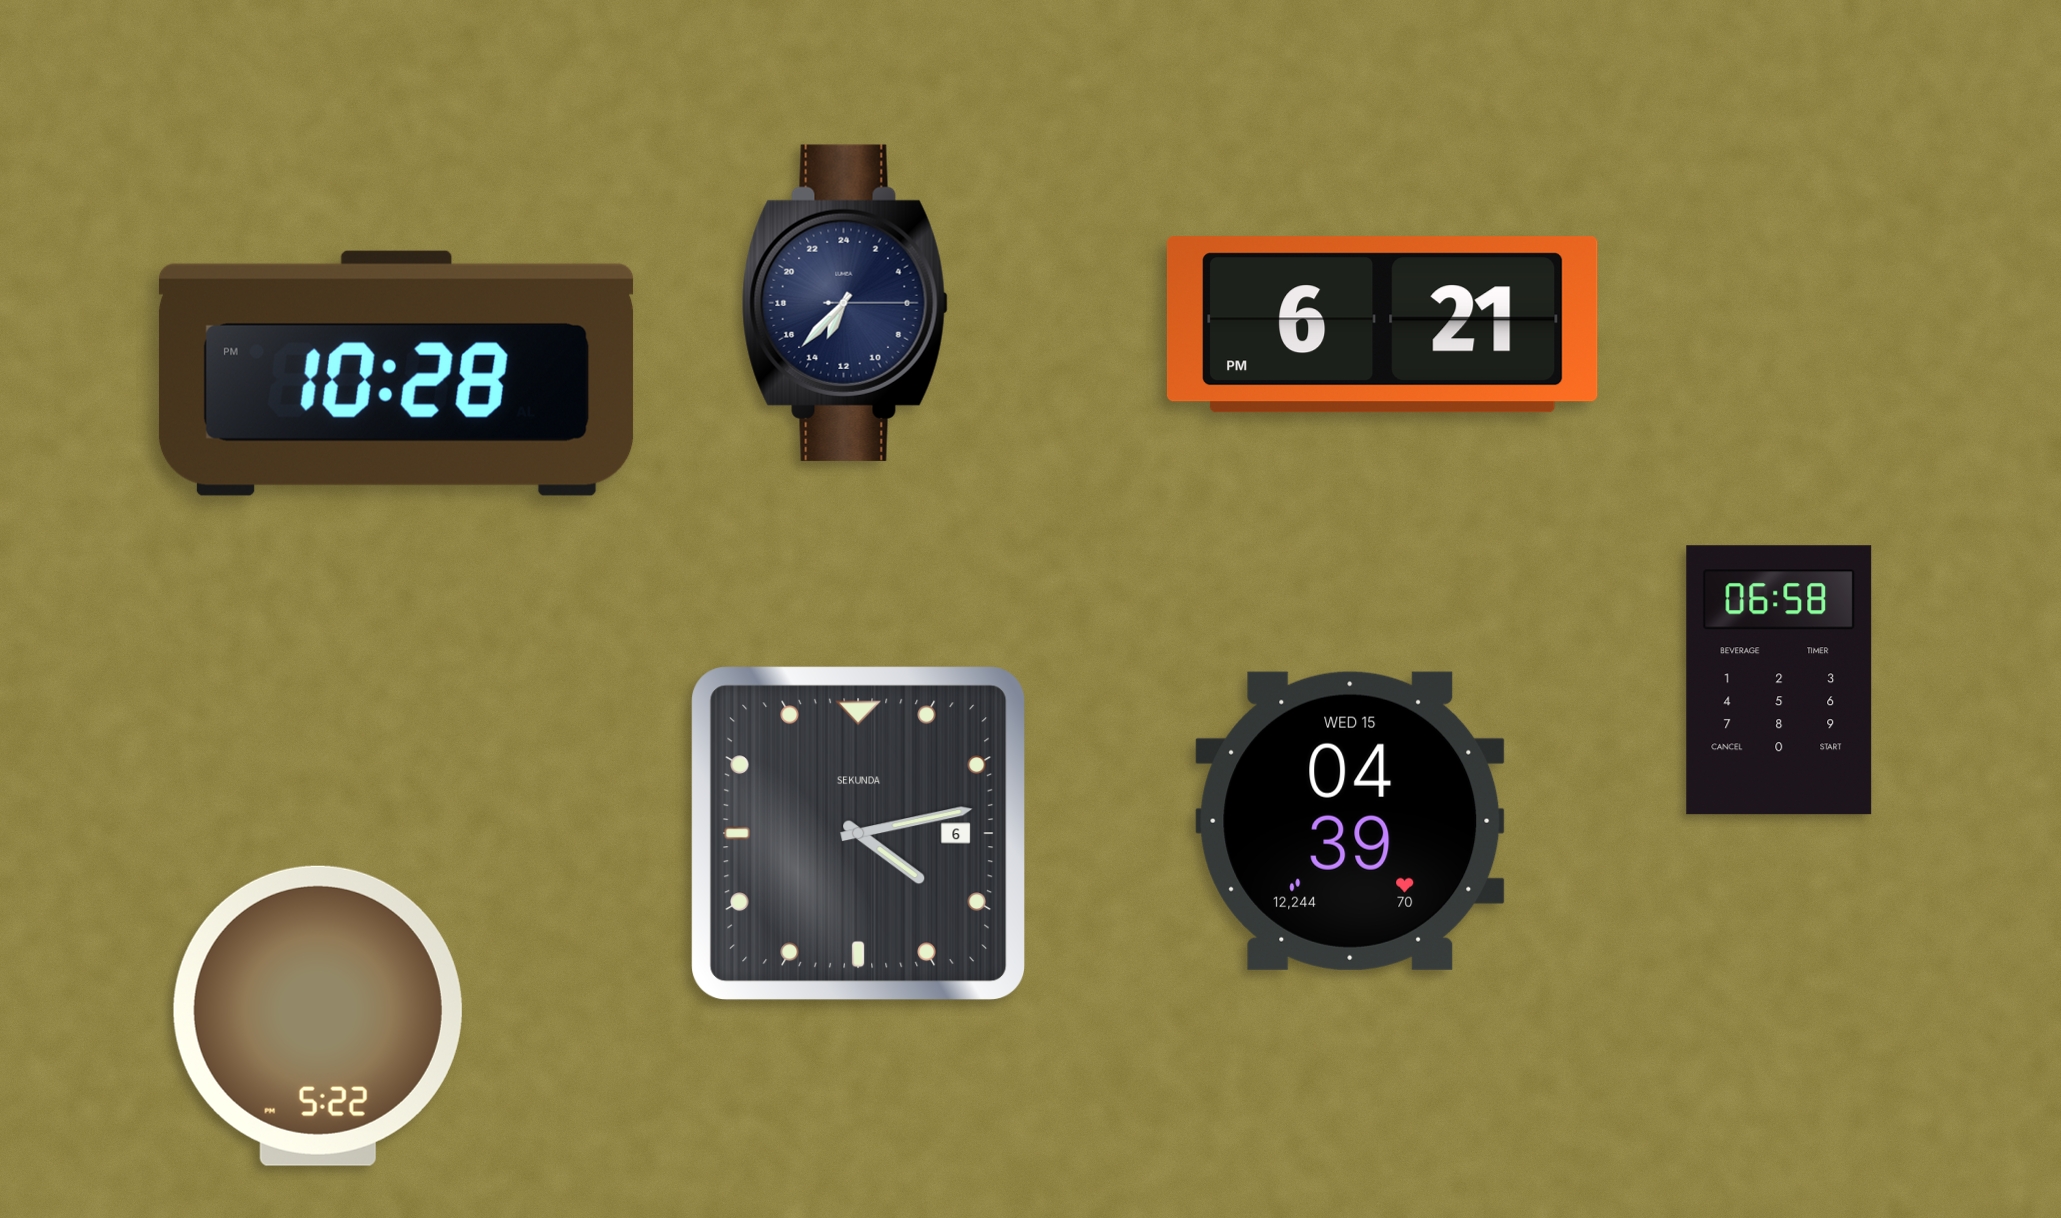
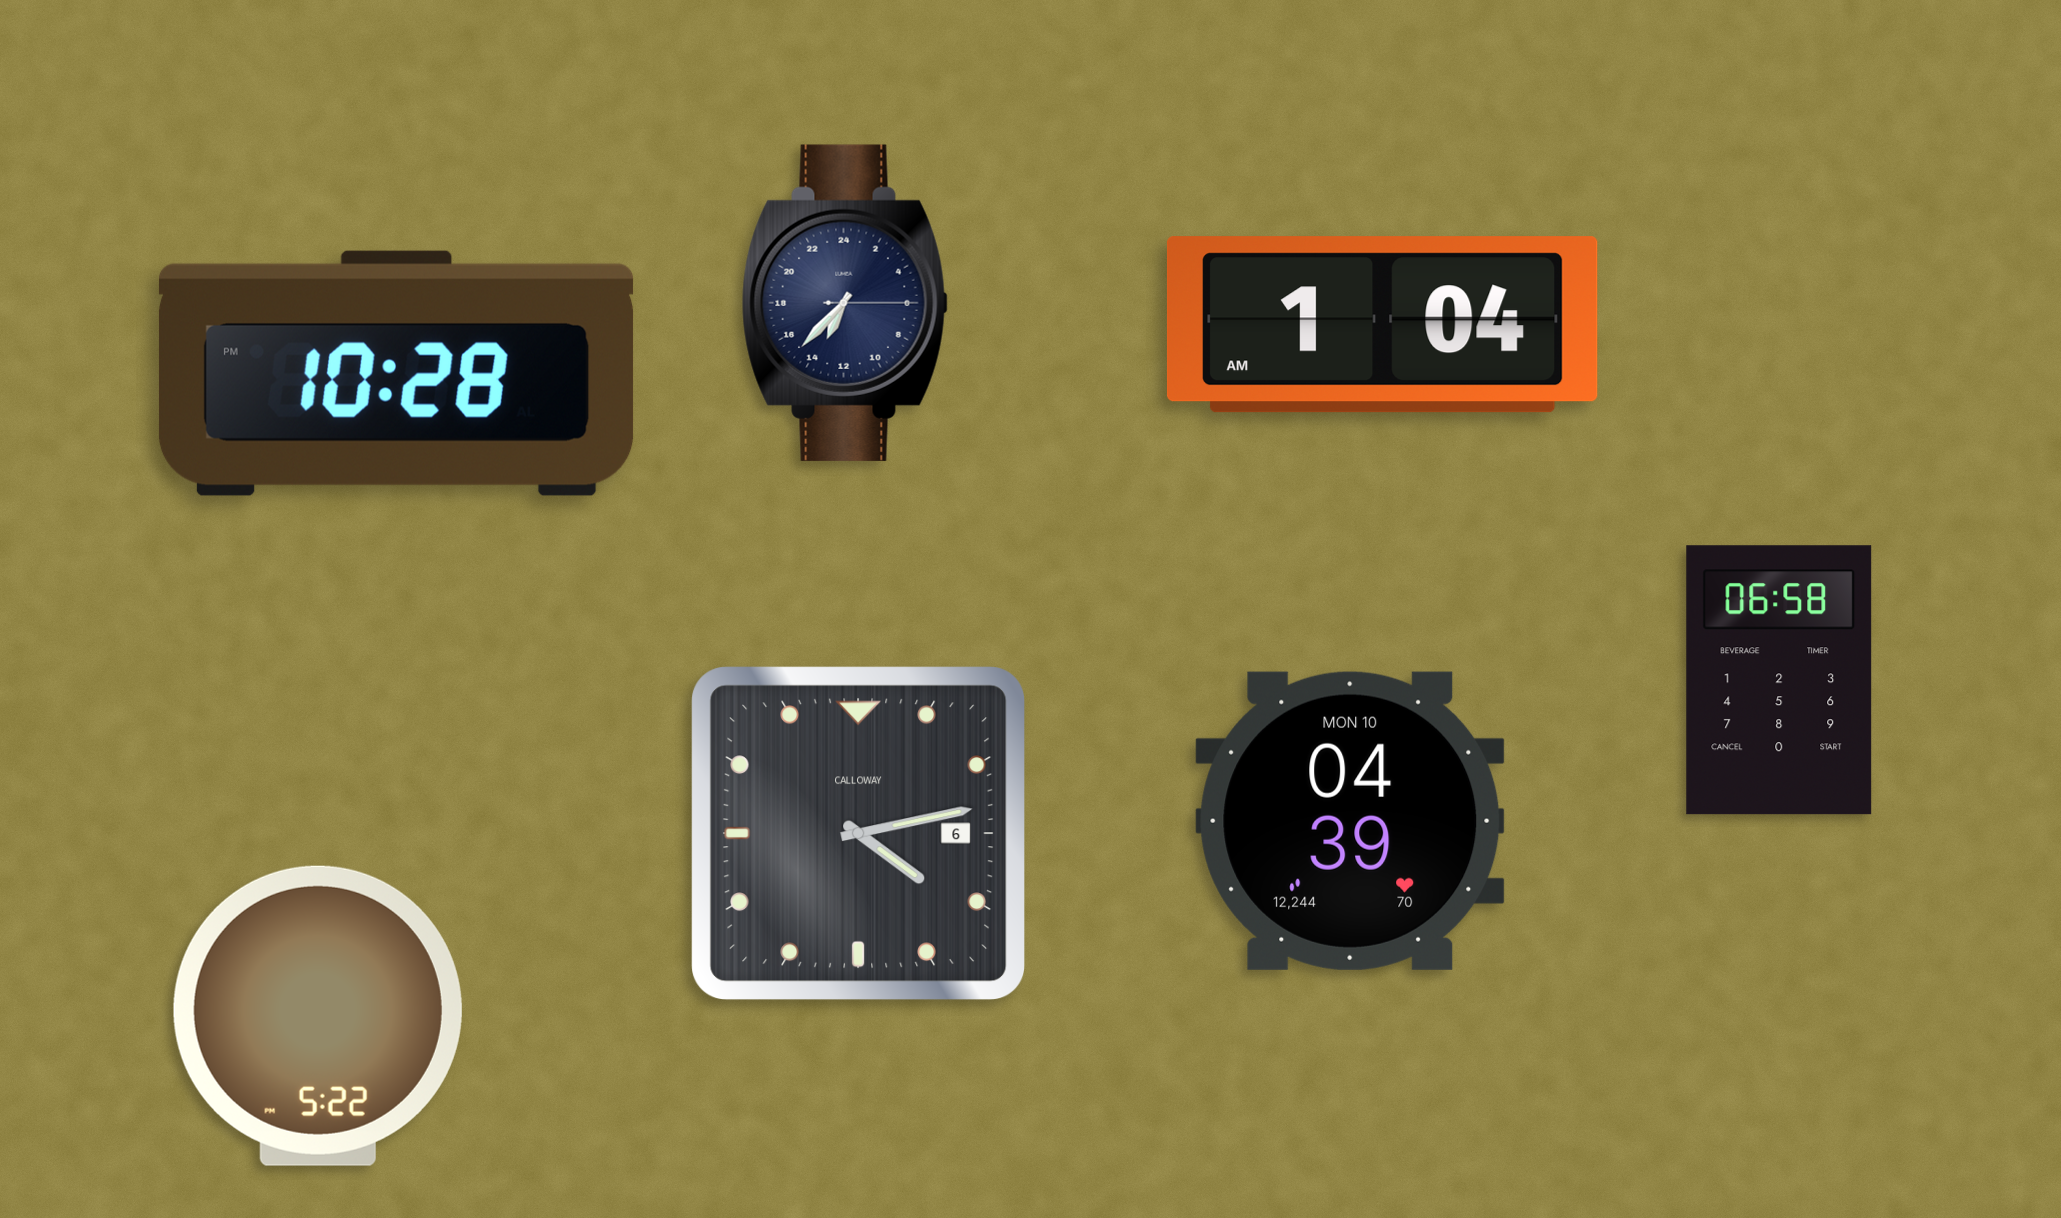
clock at (1382, 325): 6:21 -> 1:04
clock at (1350, 821) date: WED 15 -> MON 10
clock at (859, 834) brand: SEKUNDA -> CALLOWAY
